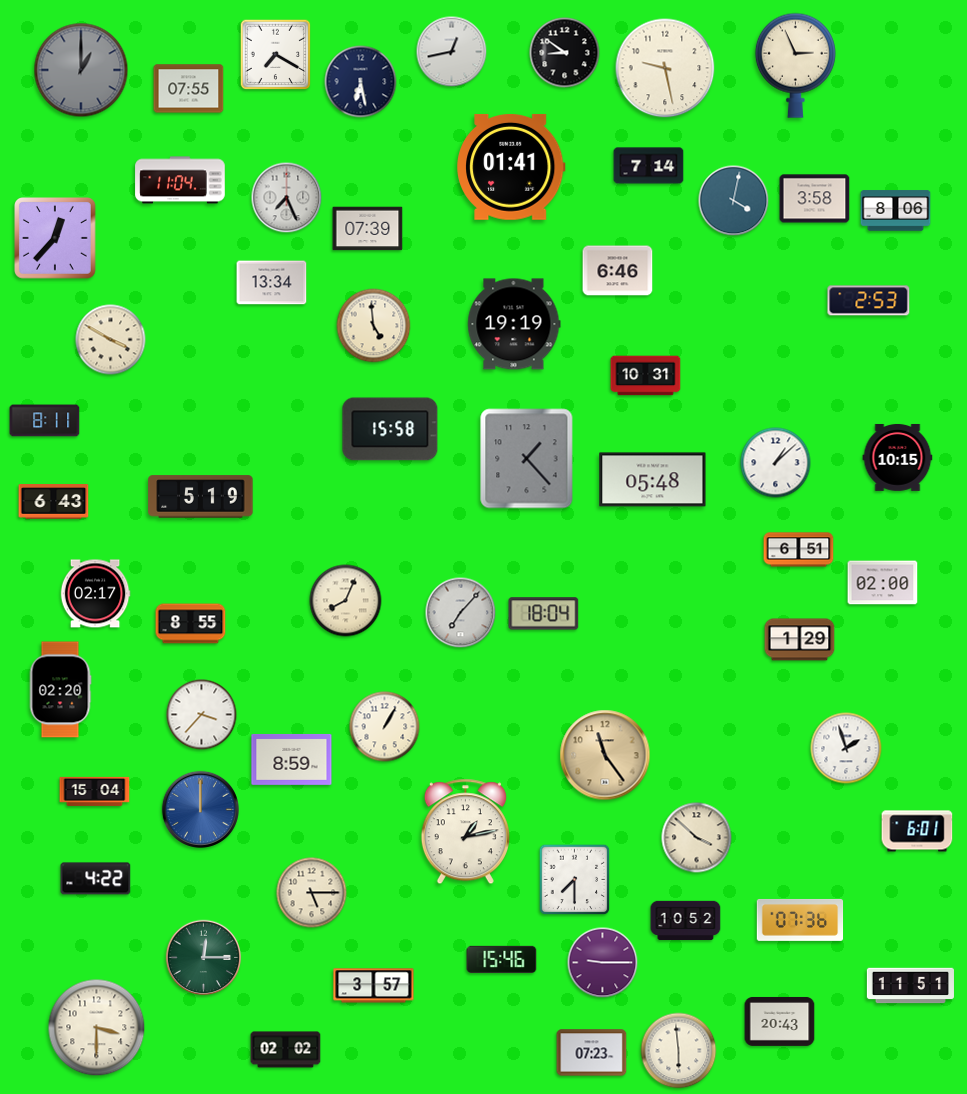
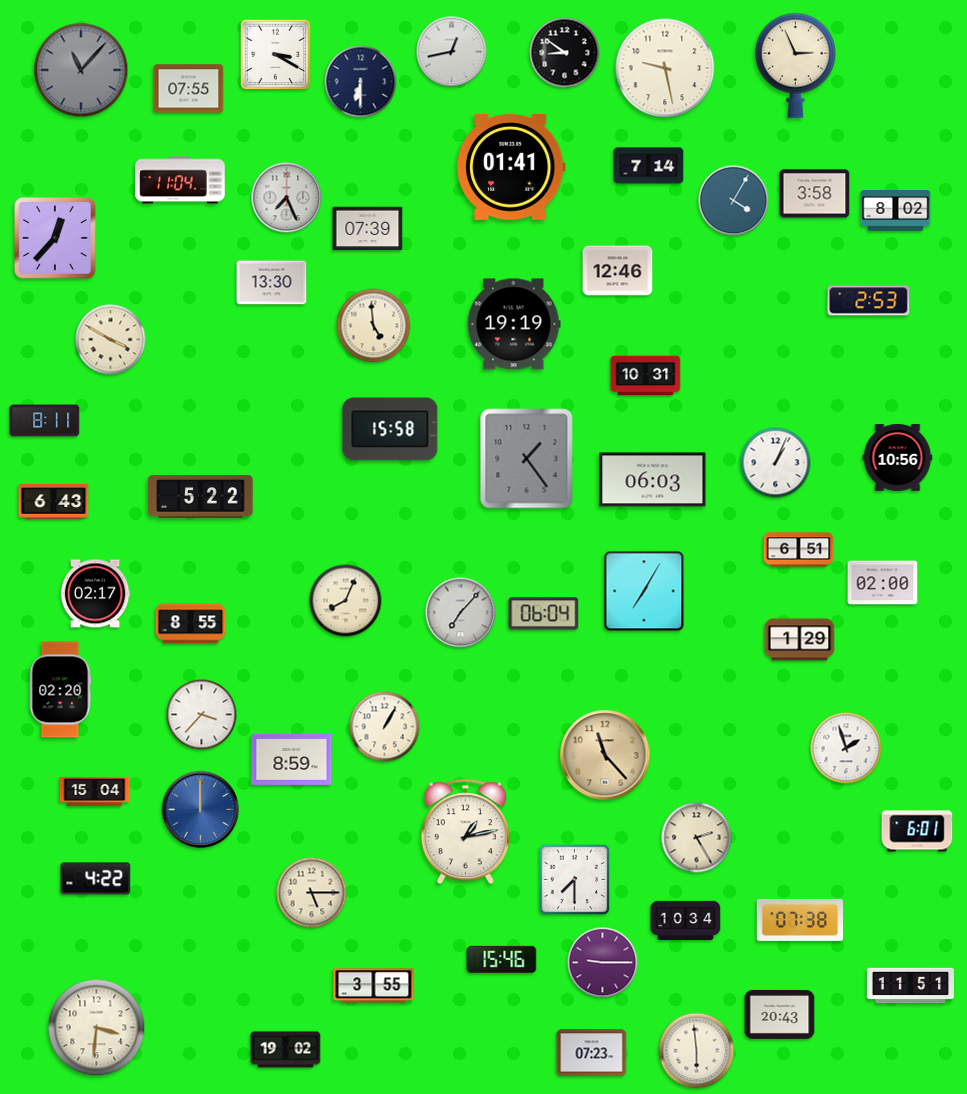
clock at (276, 55): 7:20 -> 3:20
clock at (81, 70): 1:00 -> 11:07
clock at (361, 82): 6:28 -> 6:30
clock at (815, 199) position: (815, 199) -> (815, 194)
clock at (734, 201): 4:02 -> 4:05
clock at (896, 211): 8:06 -> 8:02
clock at (618, 271): 6:46 -> 12:46
clock at (272, 283): 13:34 -> 13:30
clock at (898, 457): 10:15 -> 10:56
clock at (527, 459): 1:23 -> 1:24
clock at (776, 463): 1:08 -> 1:04
clock at (653, 480): 05:48 -> 06:03
clock at (201, 497): 5:19 -> 5:22
clock at (644, 591): none -> 7:05
clock at (544, 614): 18:04 -> 06:04
clock at (605, 755): 11:24 -> 11:23
clock at (697, 838): 3:52 -> 2:25
clock at (686, 920): 10:52 -> 10:34
clock at (800, 920): 07:36 -> 07:38
clock at (204, 958): 12:15 -> none
clock at (374, 986): 3:57 -> 3:55
clock at (780, 1021) position: (780, 1021) -> (780, 1014)
clock at (97, 1028): 3:30 -> 3:31
clock at (286, 1050): 02:02 -> 19:02
clock at (679, 1051) position: (679, 1051) -> (697, 1051)
